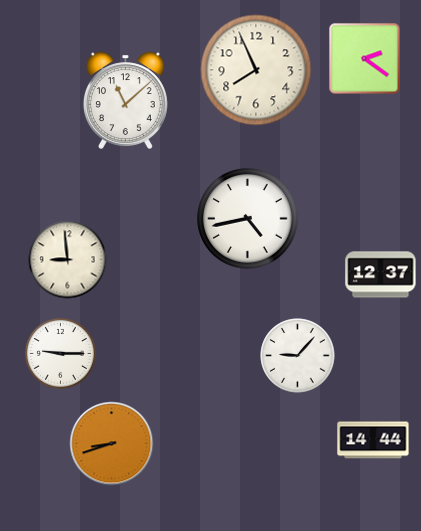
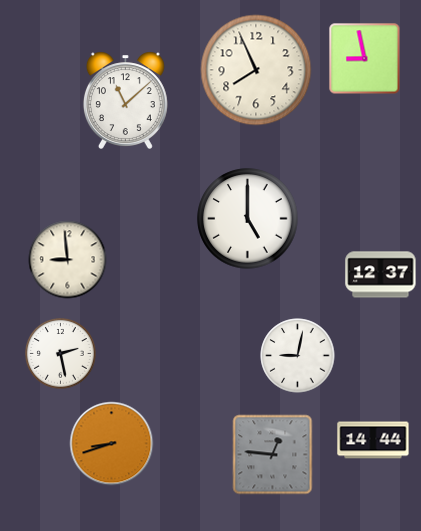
clock at (365, 59): 2:21 -> 8:58
clock at (248, 219): 4:43 -> 5:00
clock at (61, 354): 9:15 -> 2:28
clock at (298, 356): 9:07 -> 9:02
clock at (273, 455): none -> 12:46
